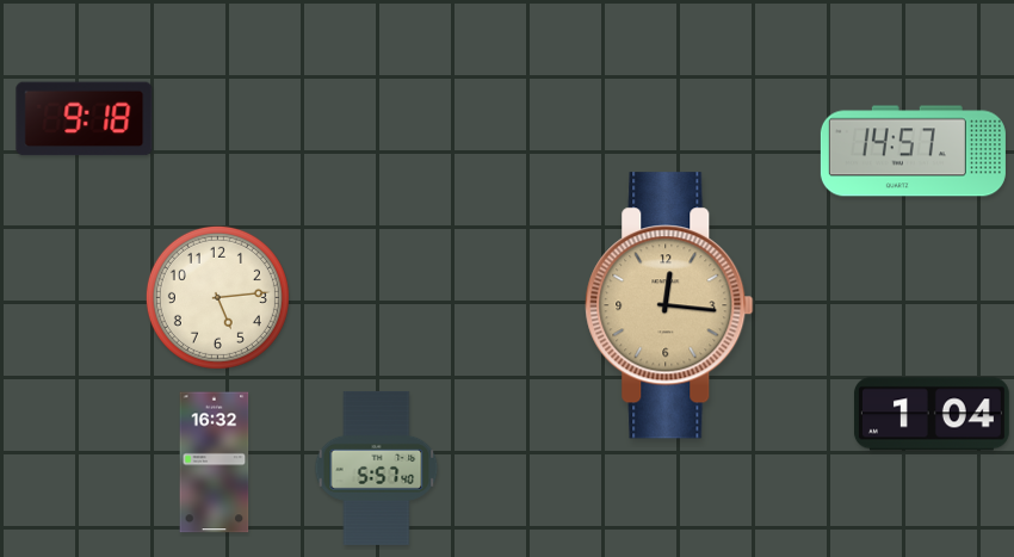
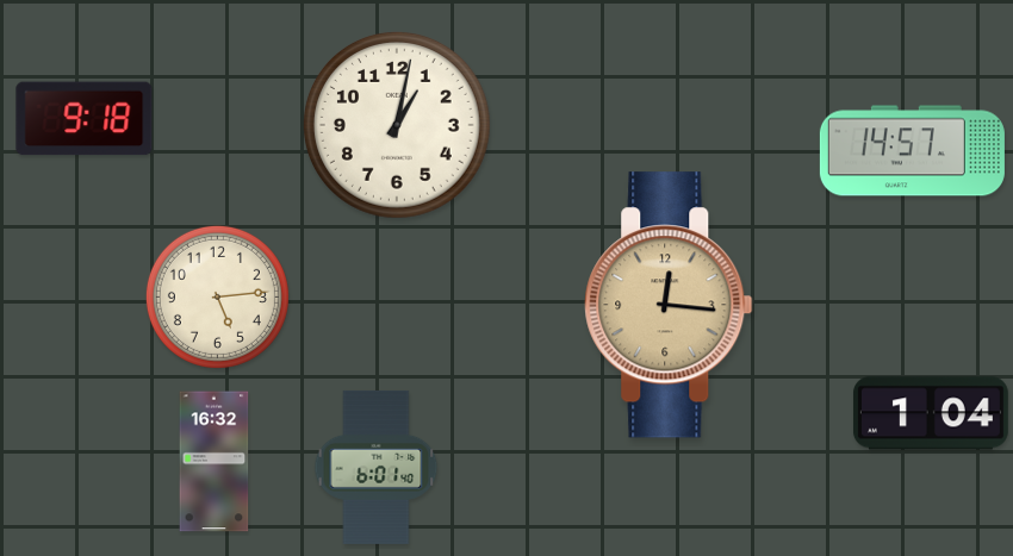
clock at (398, 126): none -> 1:02
clock at (377, 468): 5:57 -> 6:01
